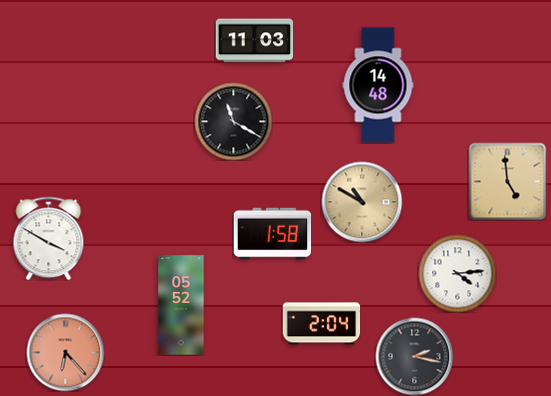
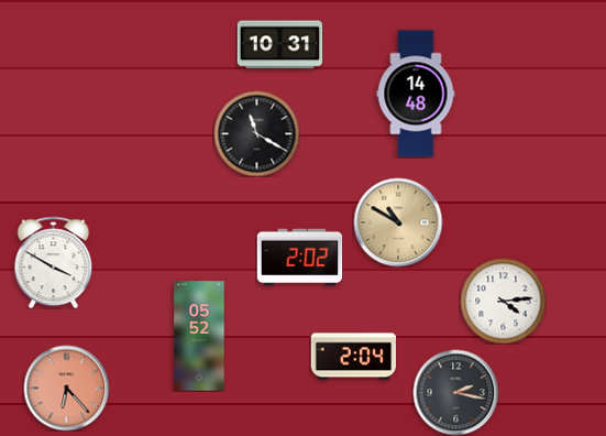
clock at (254, 41): 11:03 -> 10:31
clock at (507, 181): 4:59 -> none
clock at (272, 234): 1:58 -> 2:02
clock at (65, 352) position: (65, 352) -> (66, 388)
